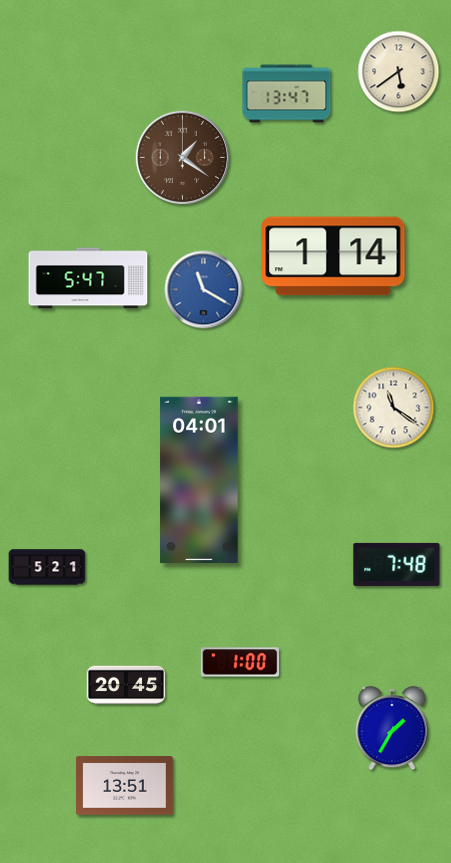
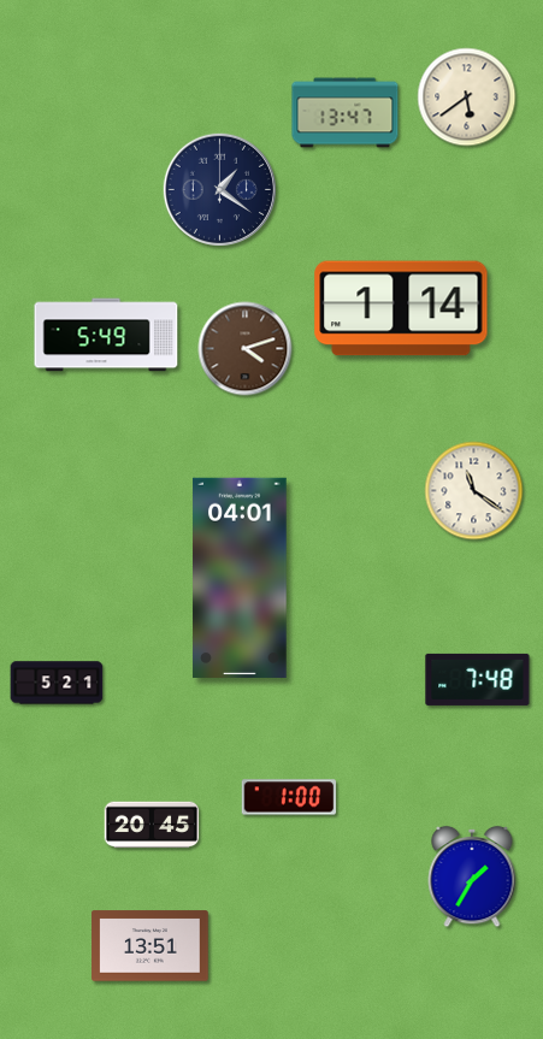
clock at (399, 72) position: (399, 72) -> (467, 98)
clock at (182, 157) dial: brown -> navy
clock at (88, 278): 5:47 -> 5:49
clock at (204, 290): 11:20 -> 4:12
clock at (204, 290) dial: blue -> brown
